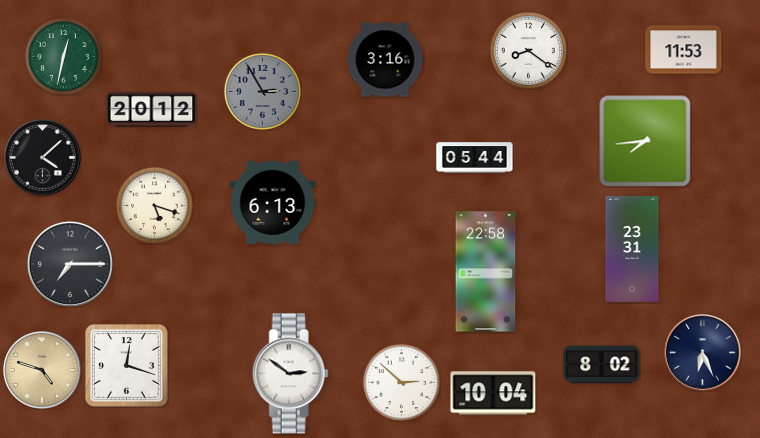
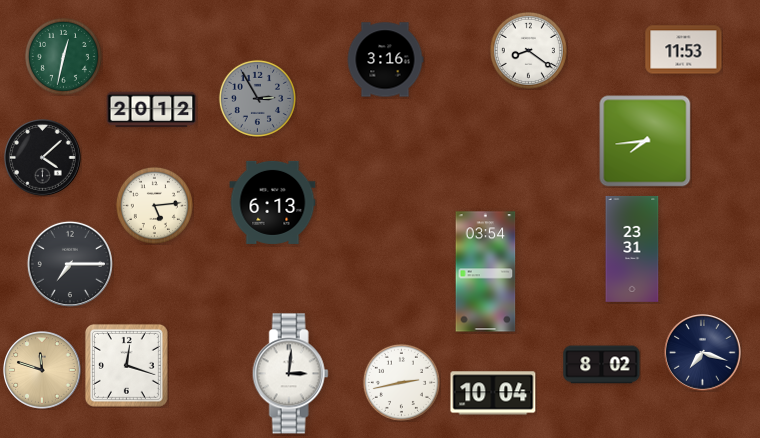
clock at (262, 91) position: (262, 91) -> (257, 98)
clock at (475, 158): 05:44 -> none
clock at (154, 205): 5:18 -> 5:14
clock at (486, 272): 22:58 -> 03:54
clock at (703, 353): 6:26 -> 7:18
clock at (43, 371): 4:48 -> 11:48
clock at (290, 374): 2:51 -> 3:01
clock at (401, 382): 2:52 -> 2:43
